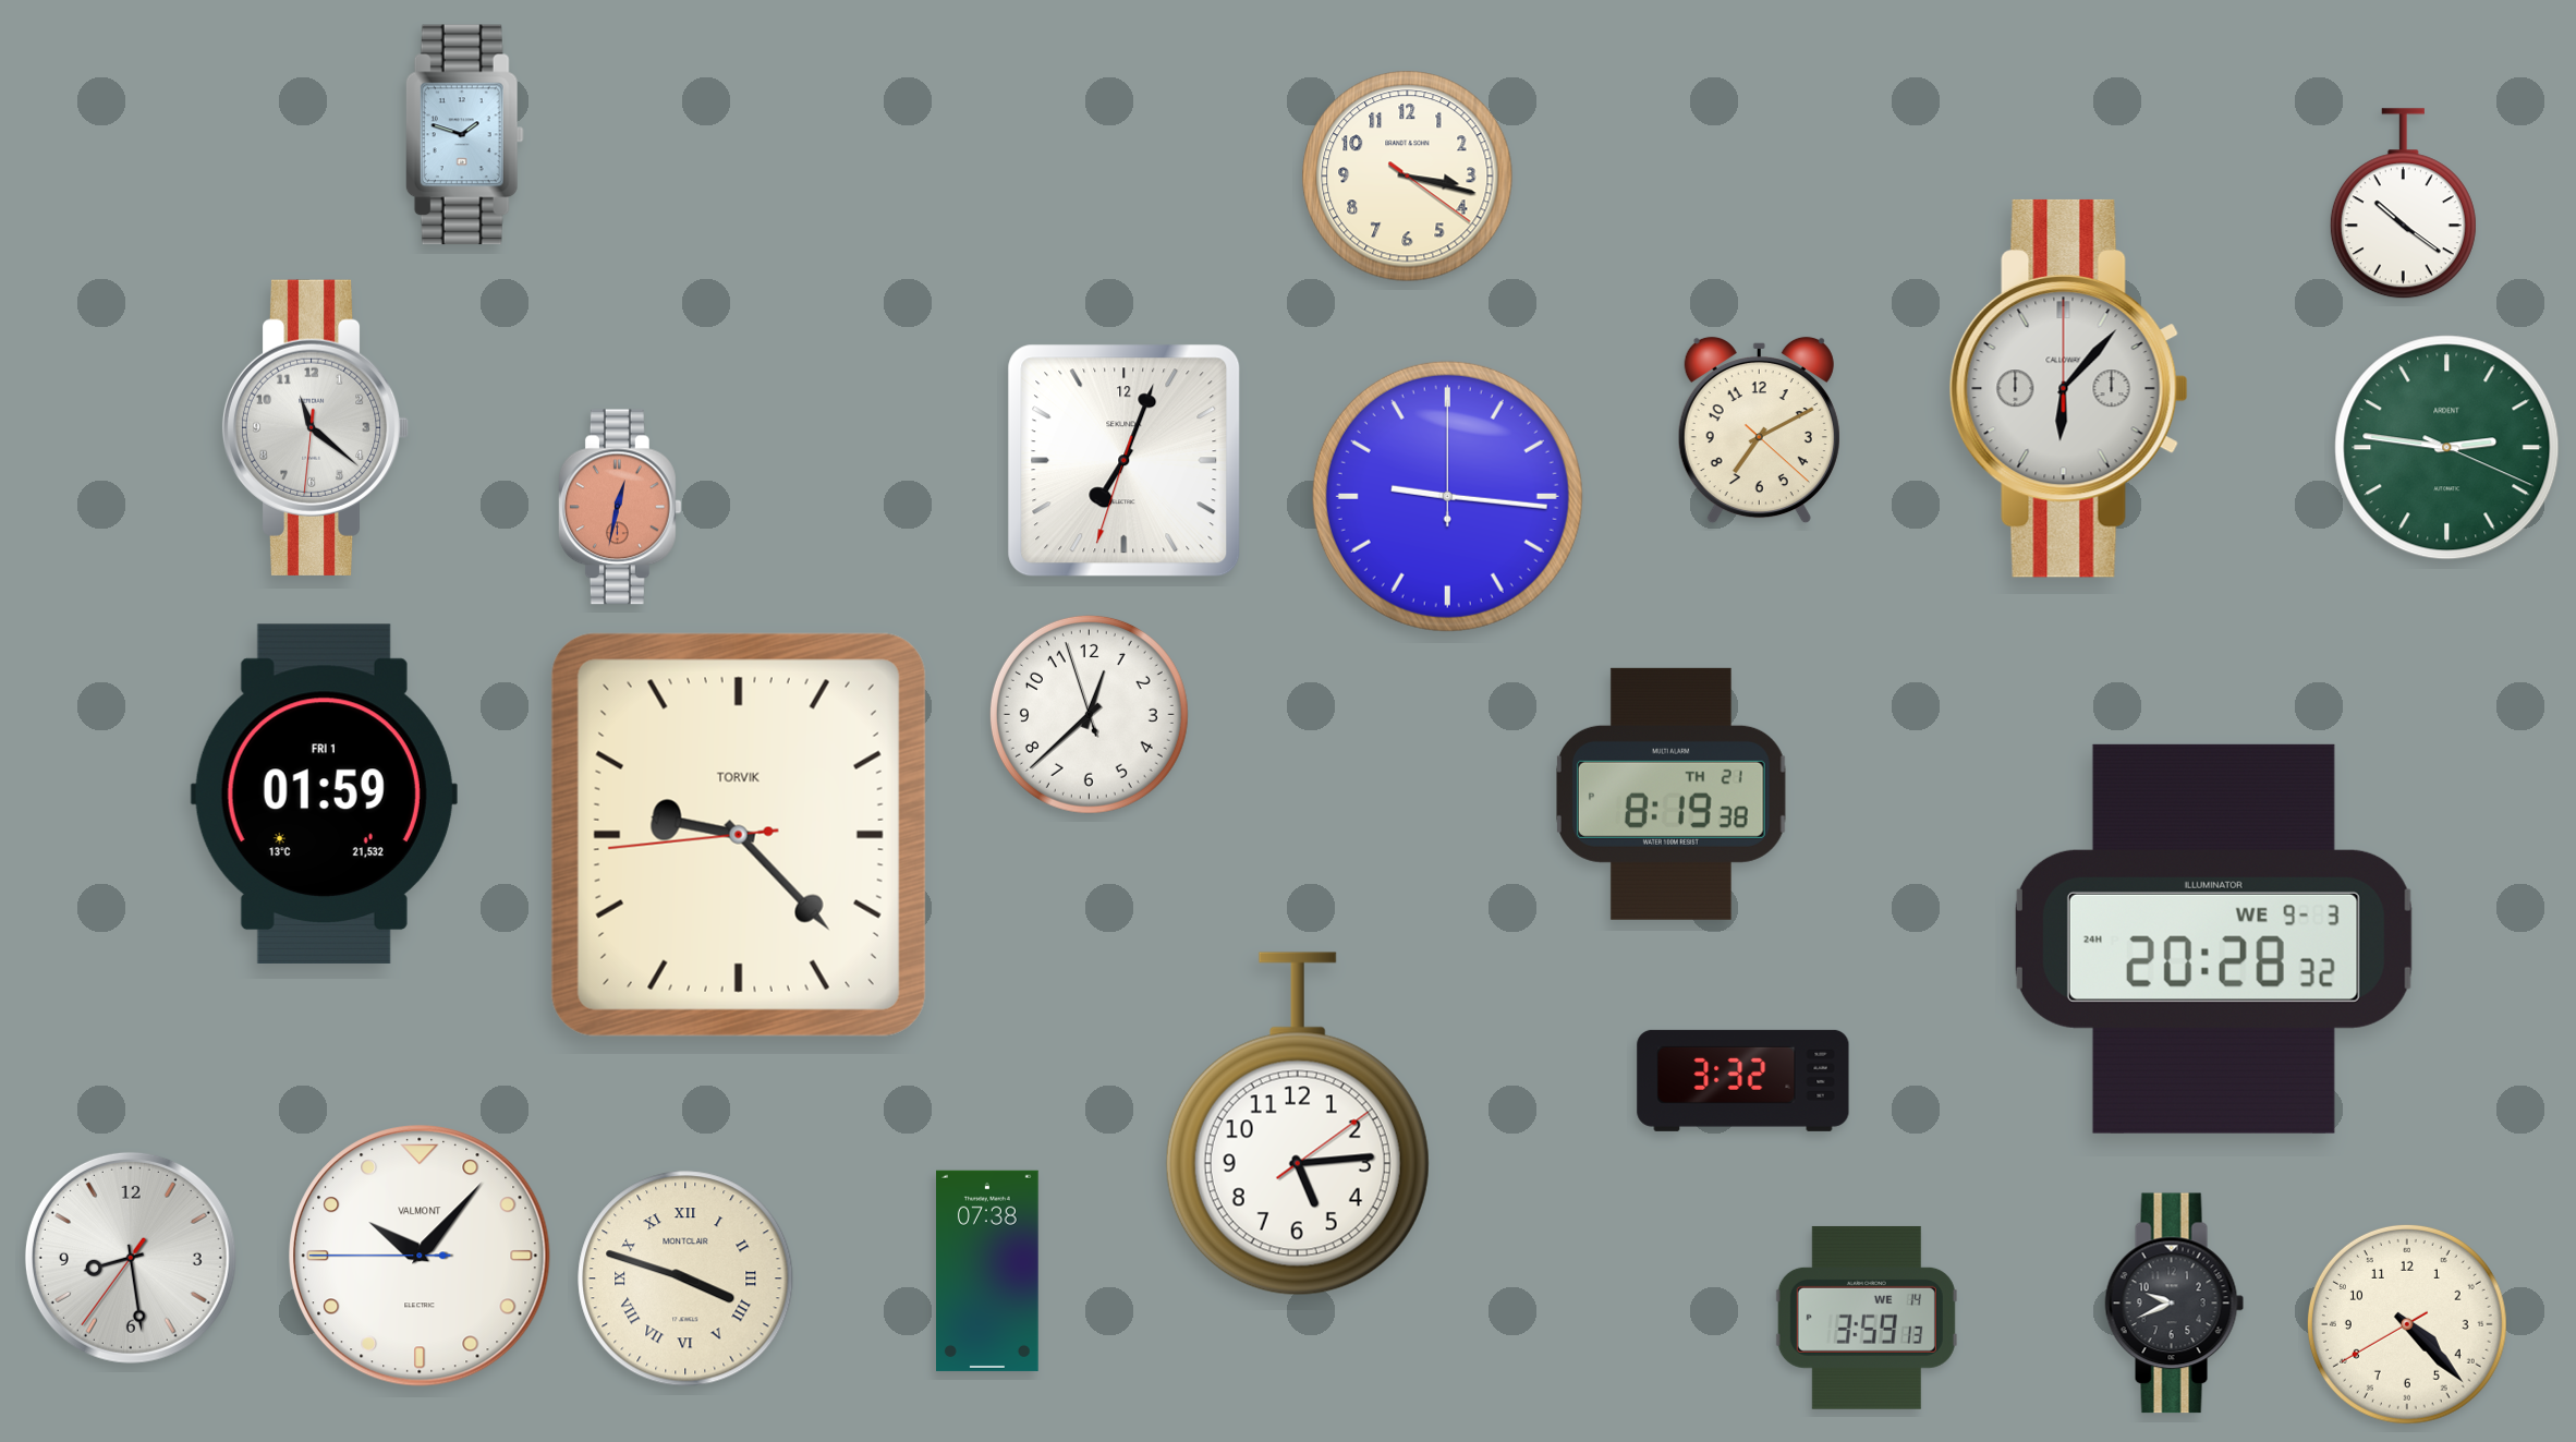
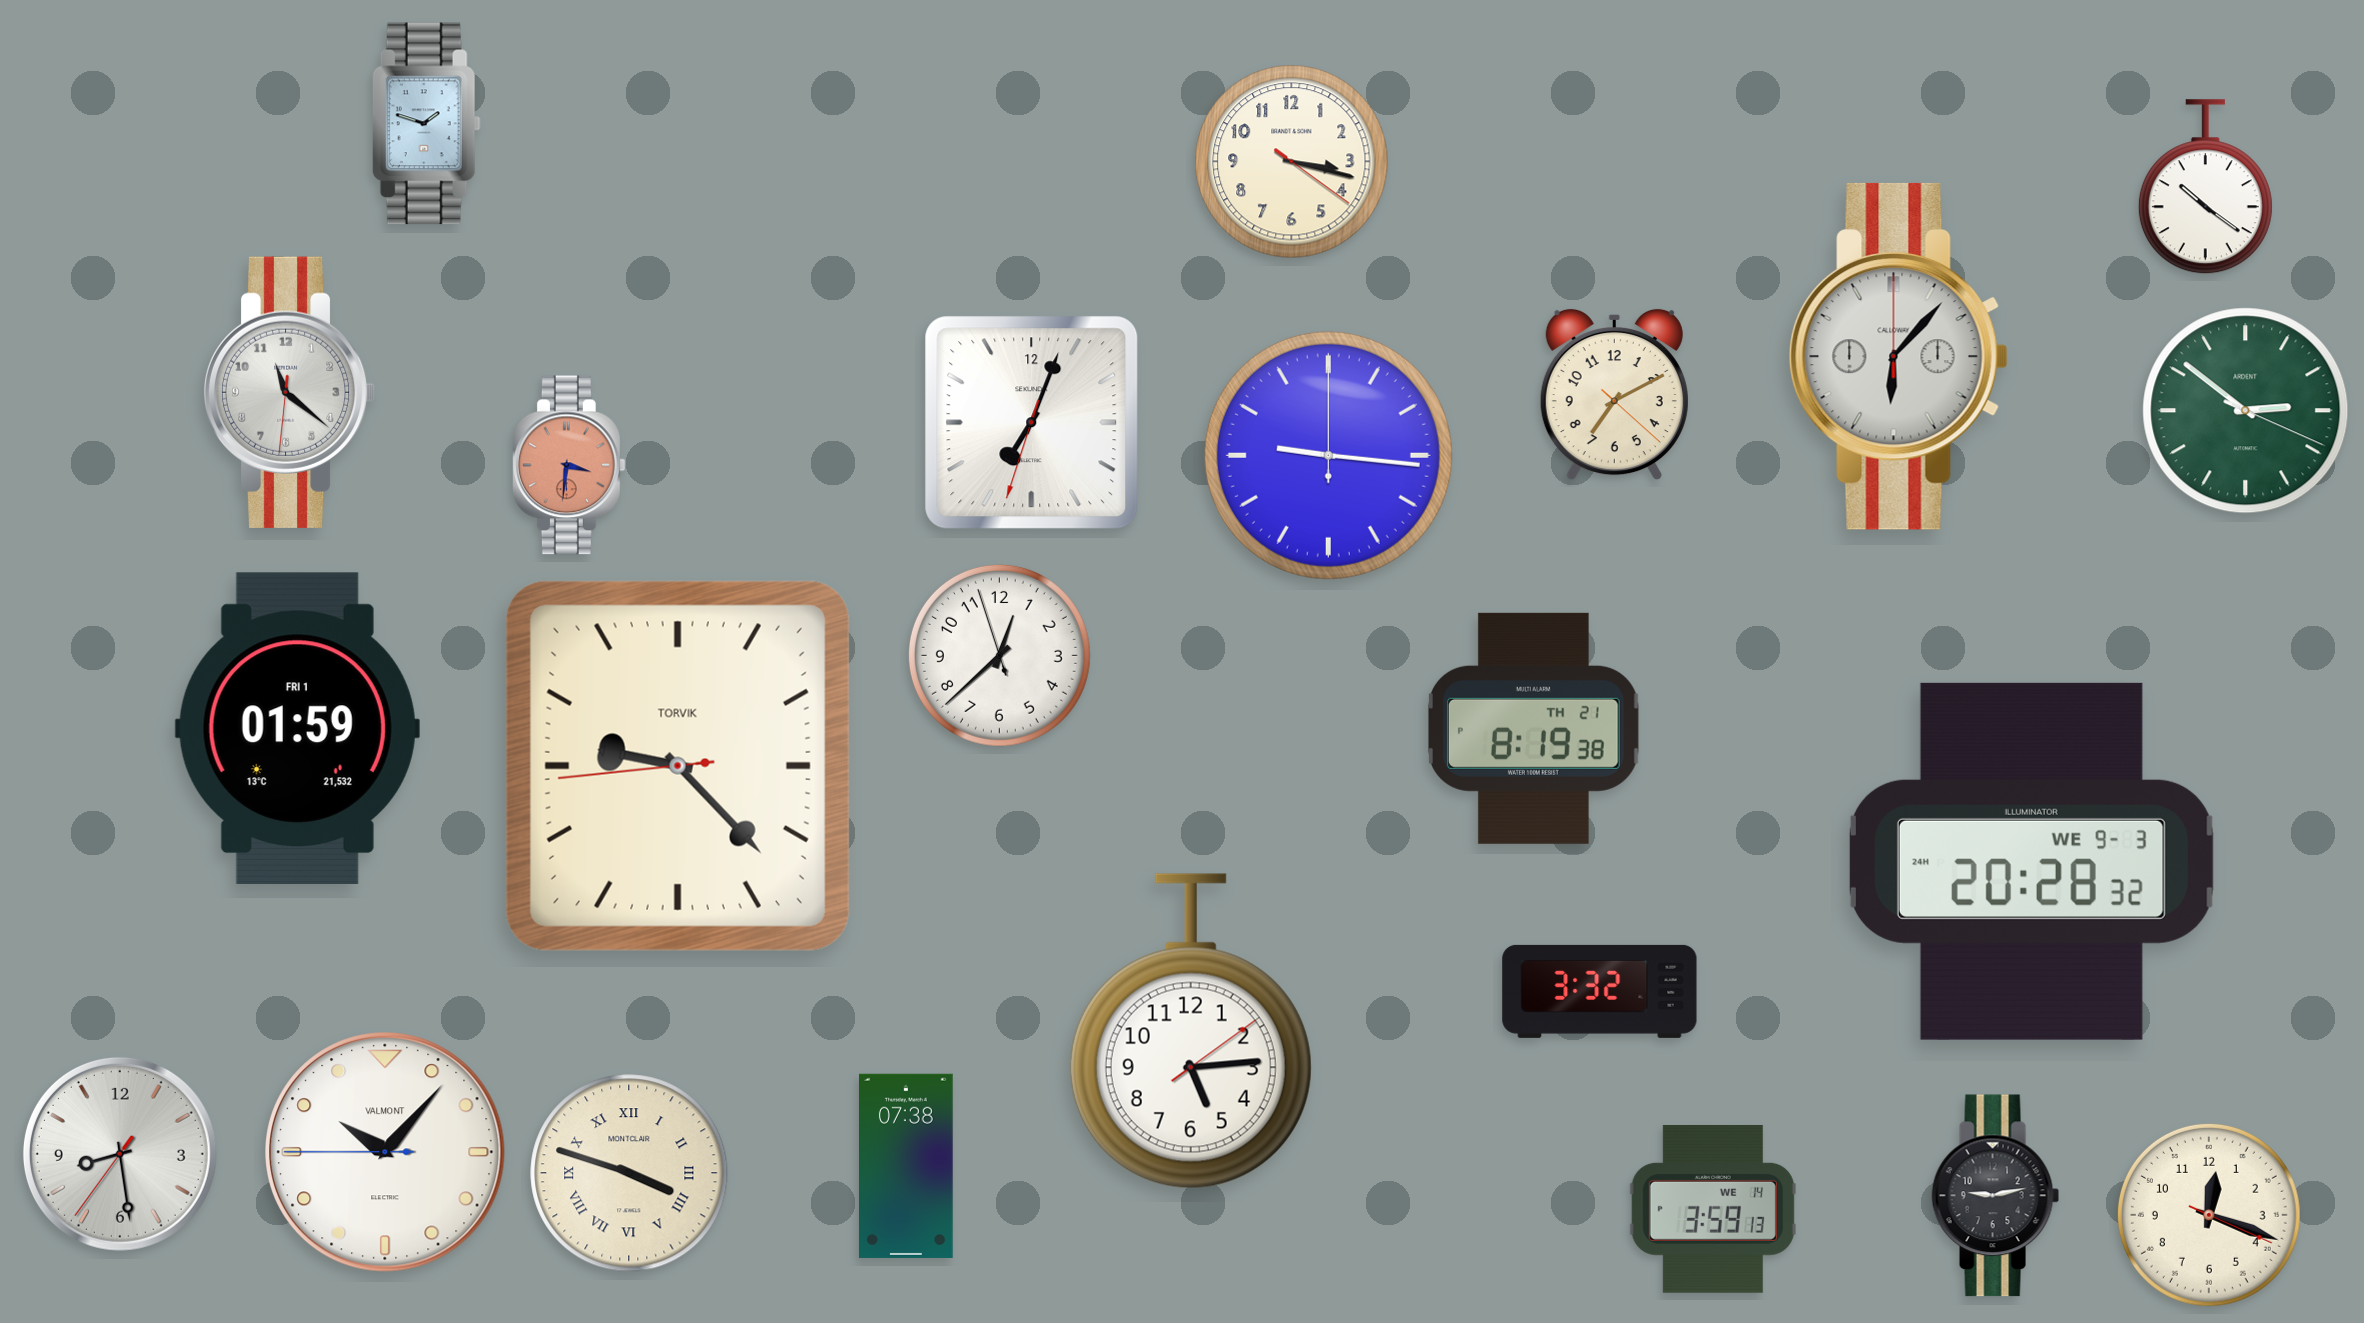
clock at (2447, 448): 2:46 -> 2:51
clock at (620, 507): 12:32 -> 3:31
clock at (2175, 1304): 9:41 -> 9:13
clock at (2407, 1324): 4:22 -> 12:18
